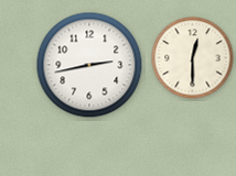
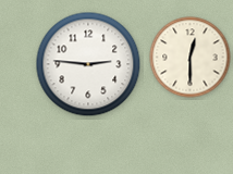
clock at (89, 65): 2:43 -> 2:46
